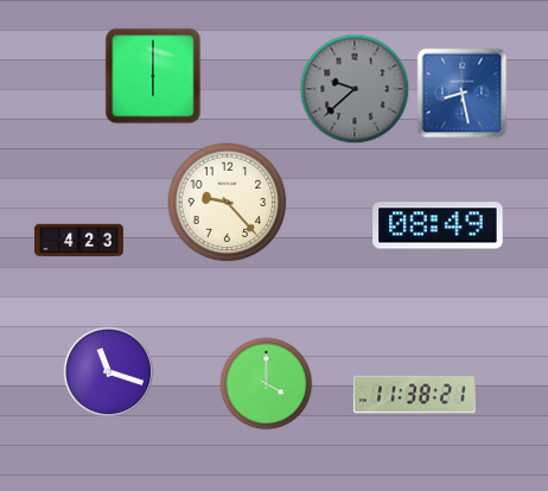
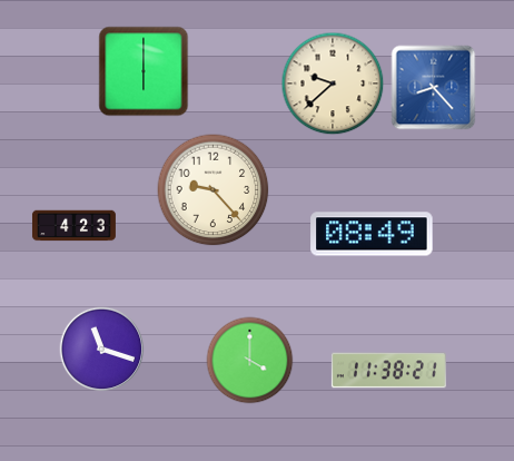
clock at (355, 89) dial: grey -> cream
clock at (463, 94): 8:28 -> 8:23
clock at (438, 225) position: (438, 225) -> (372, 234)
